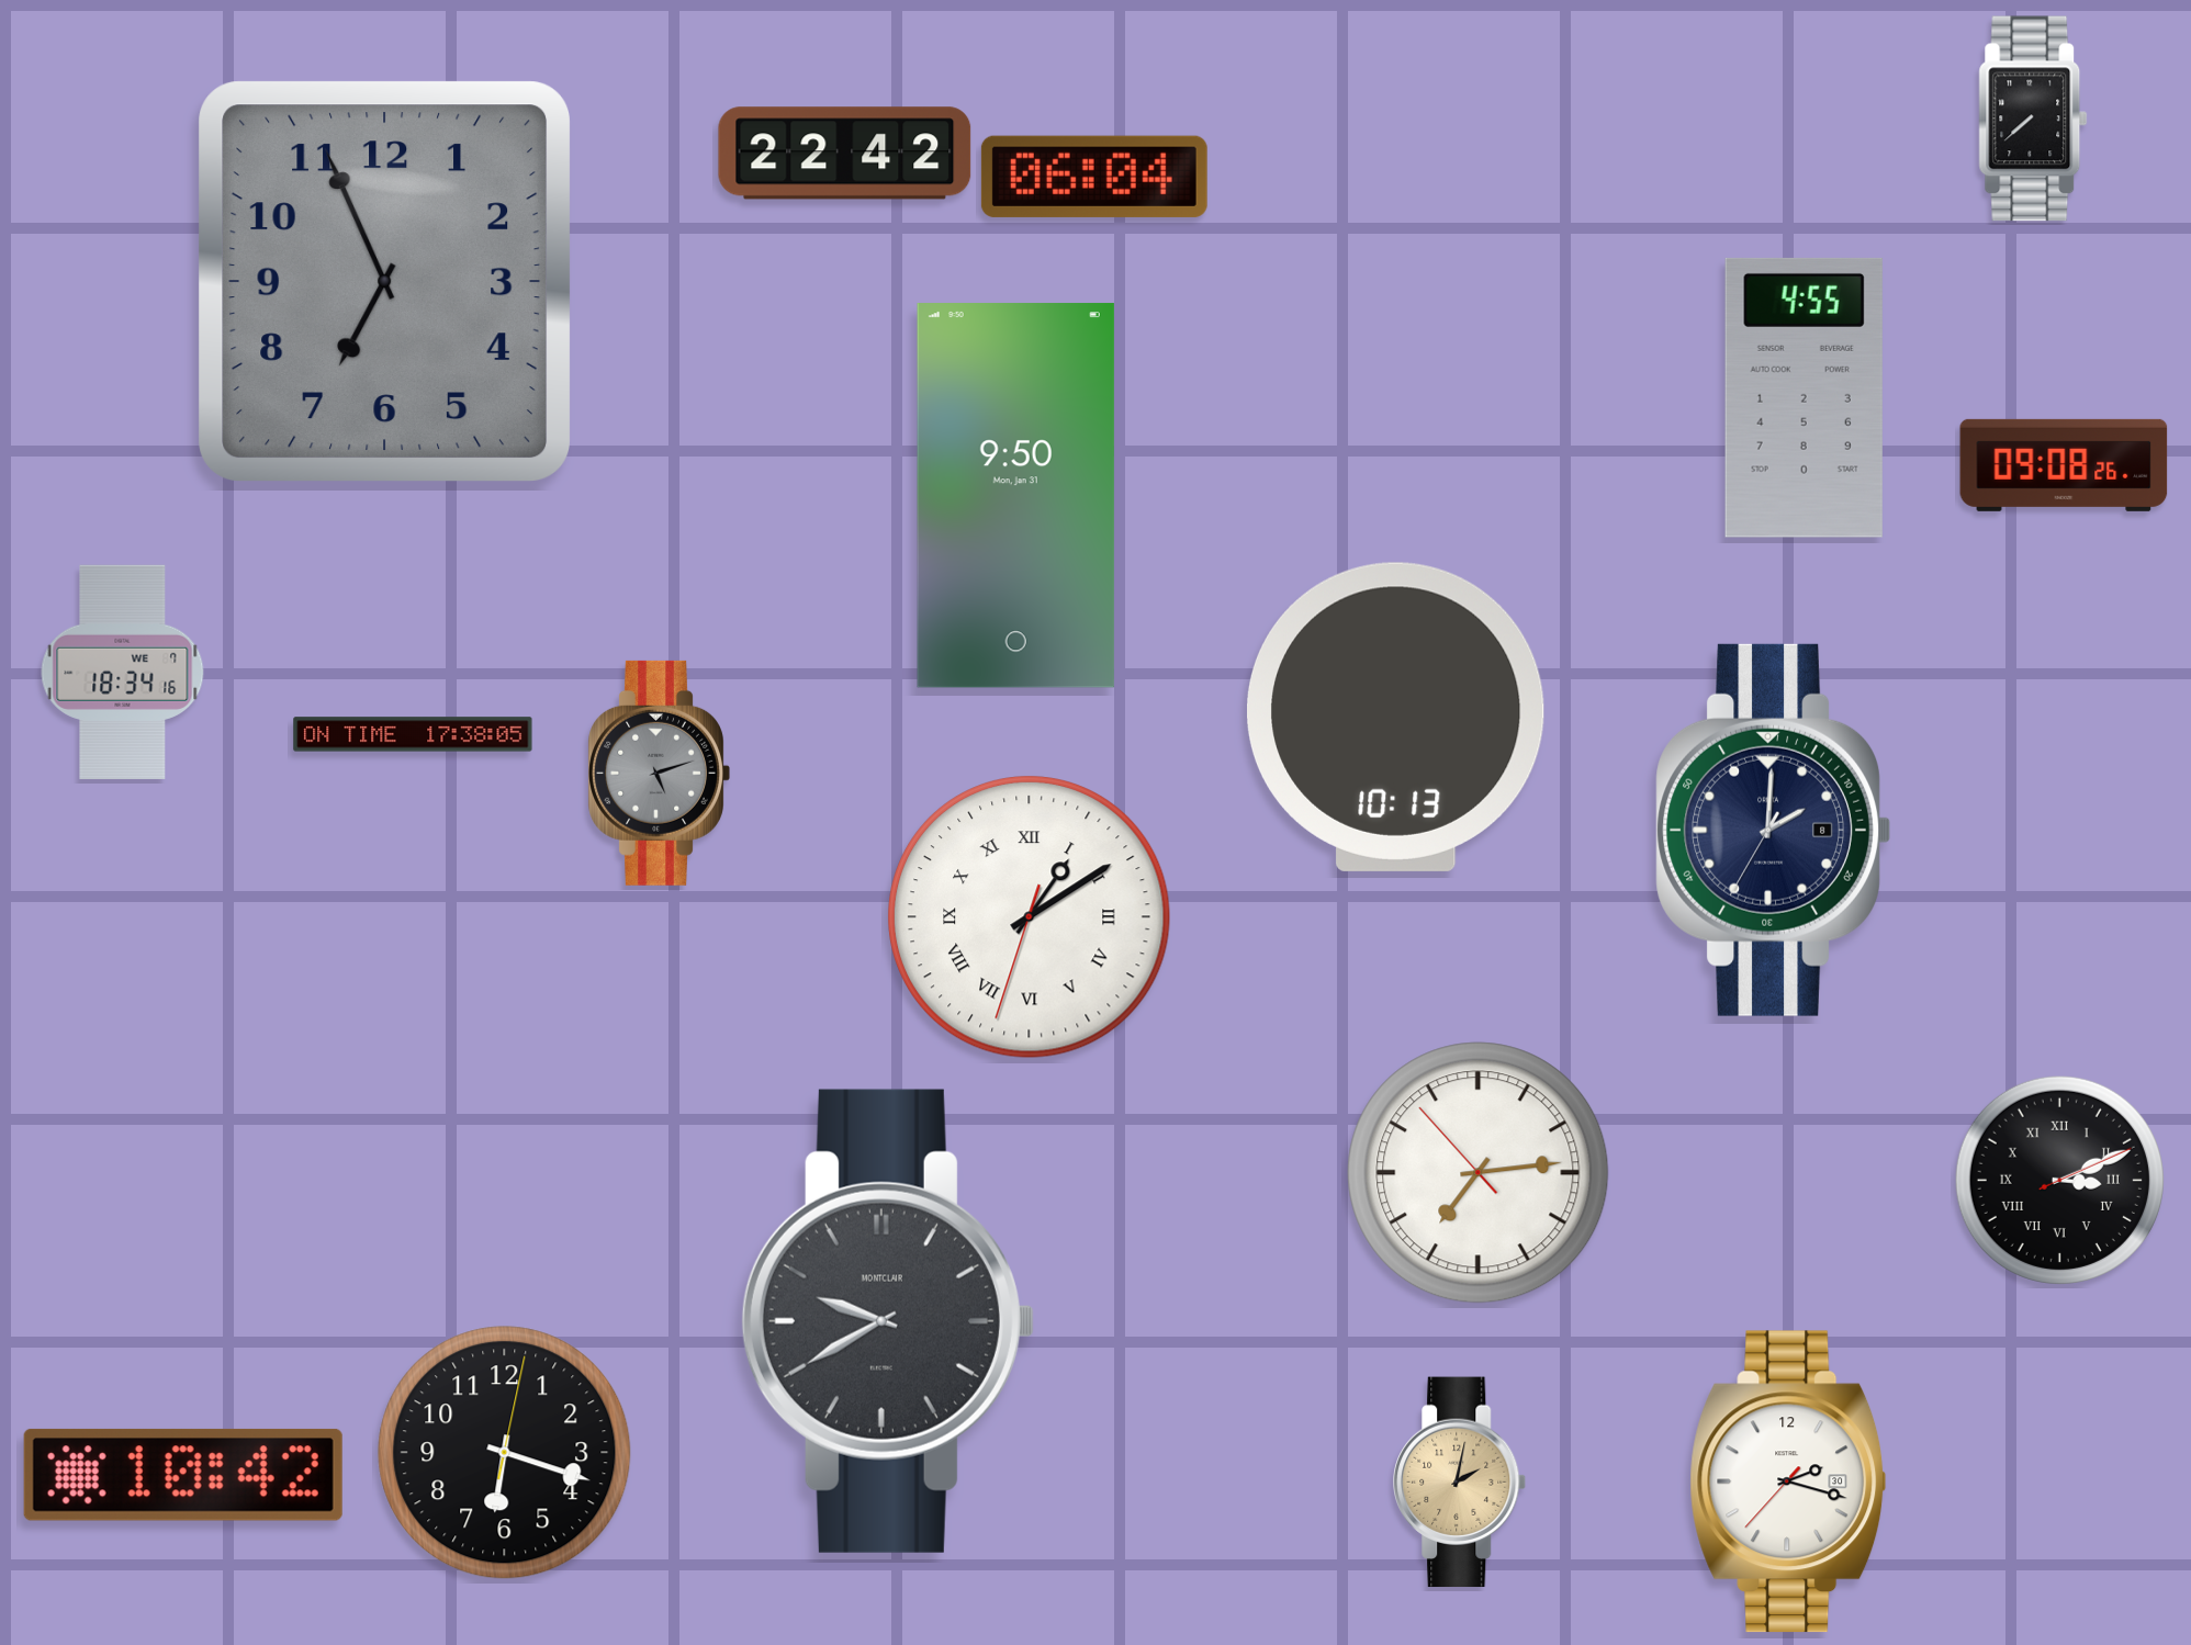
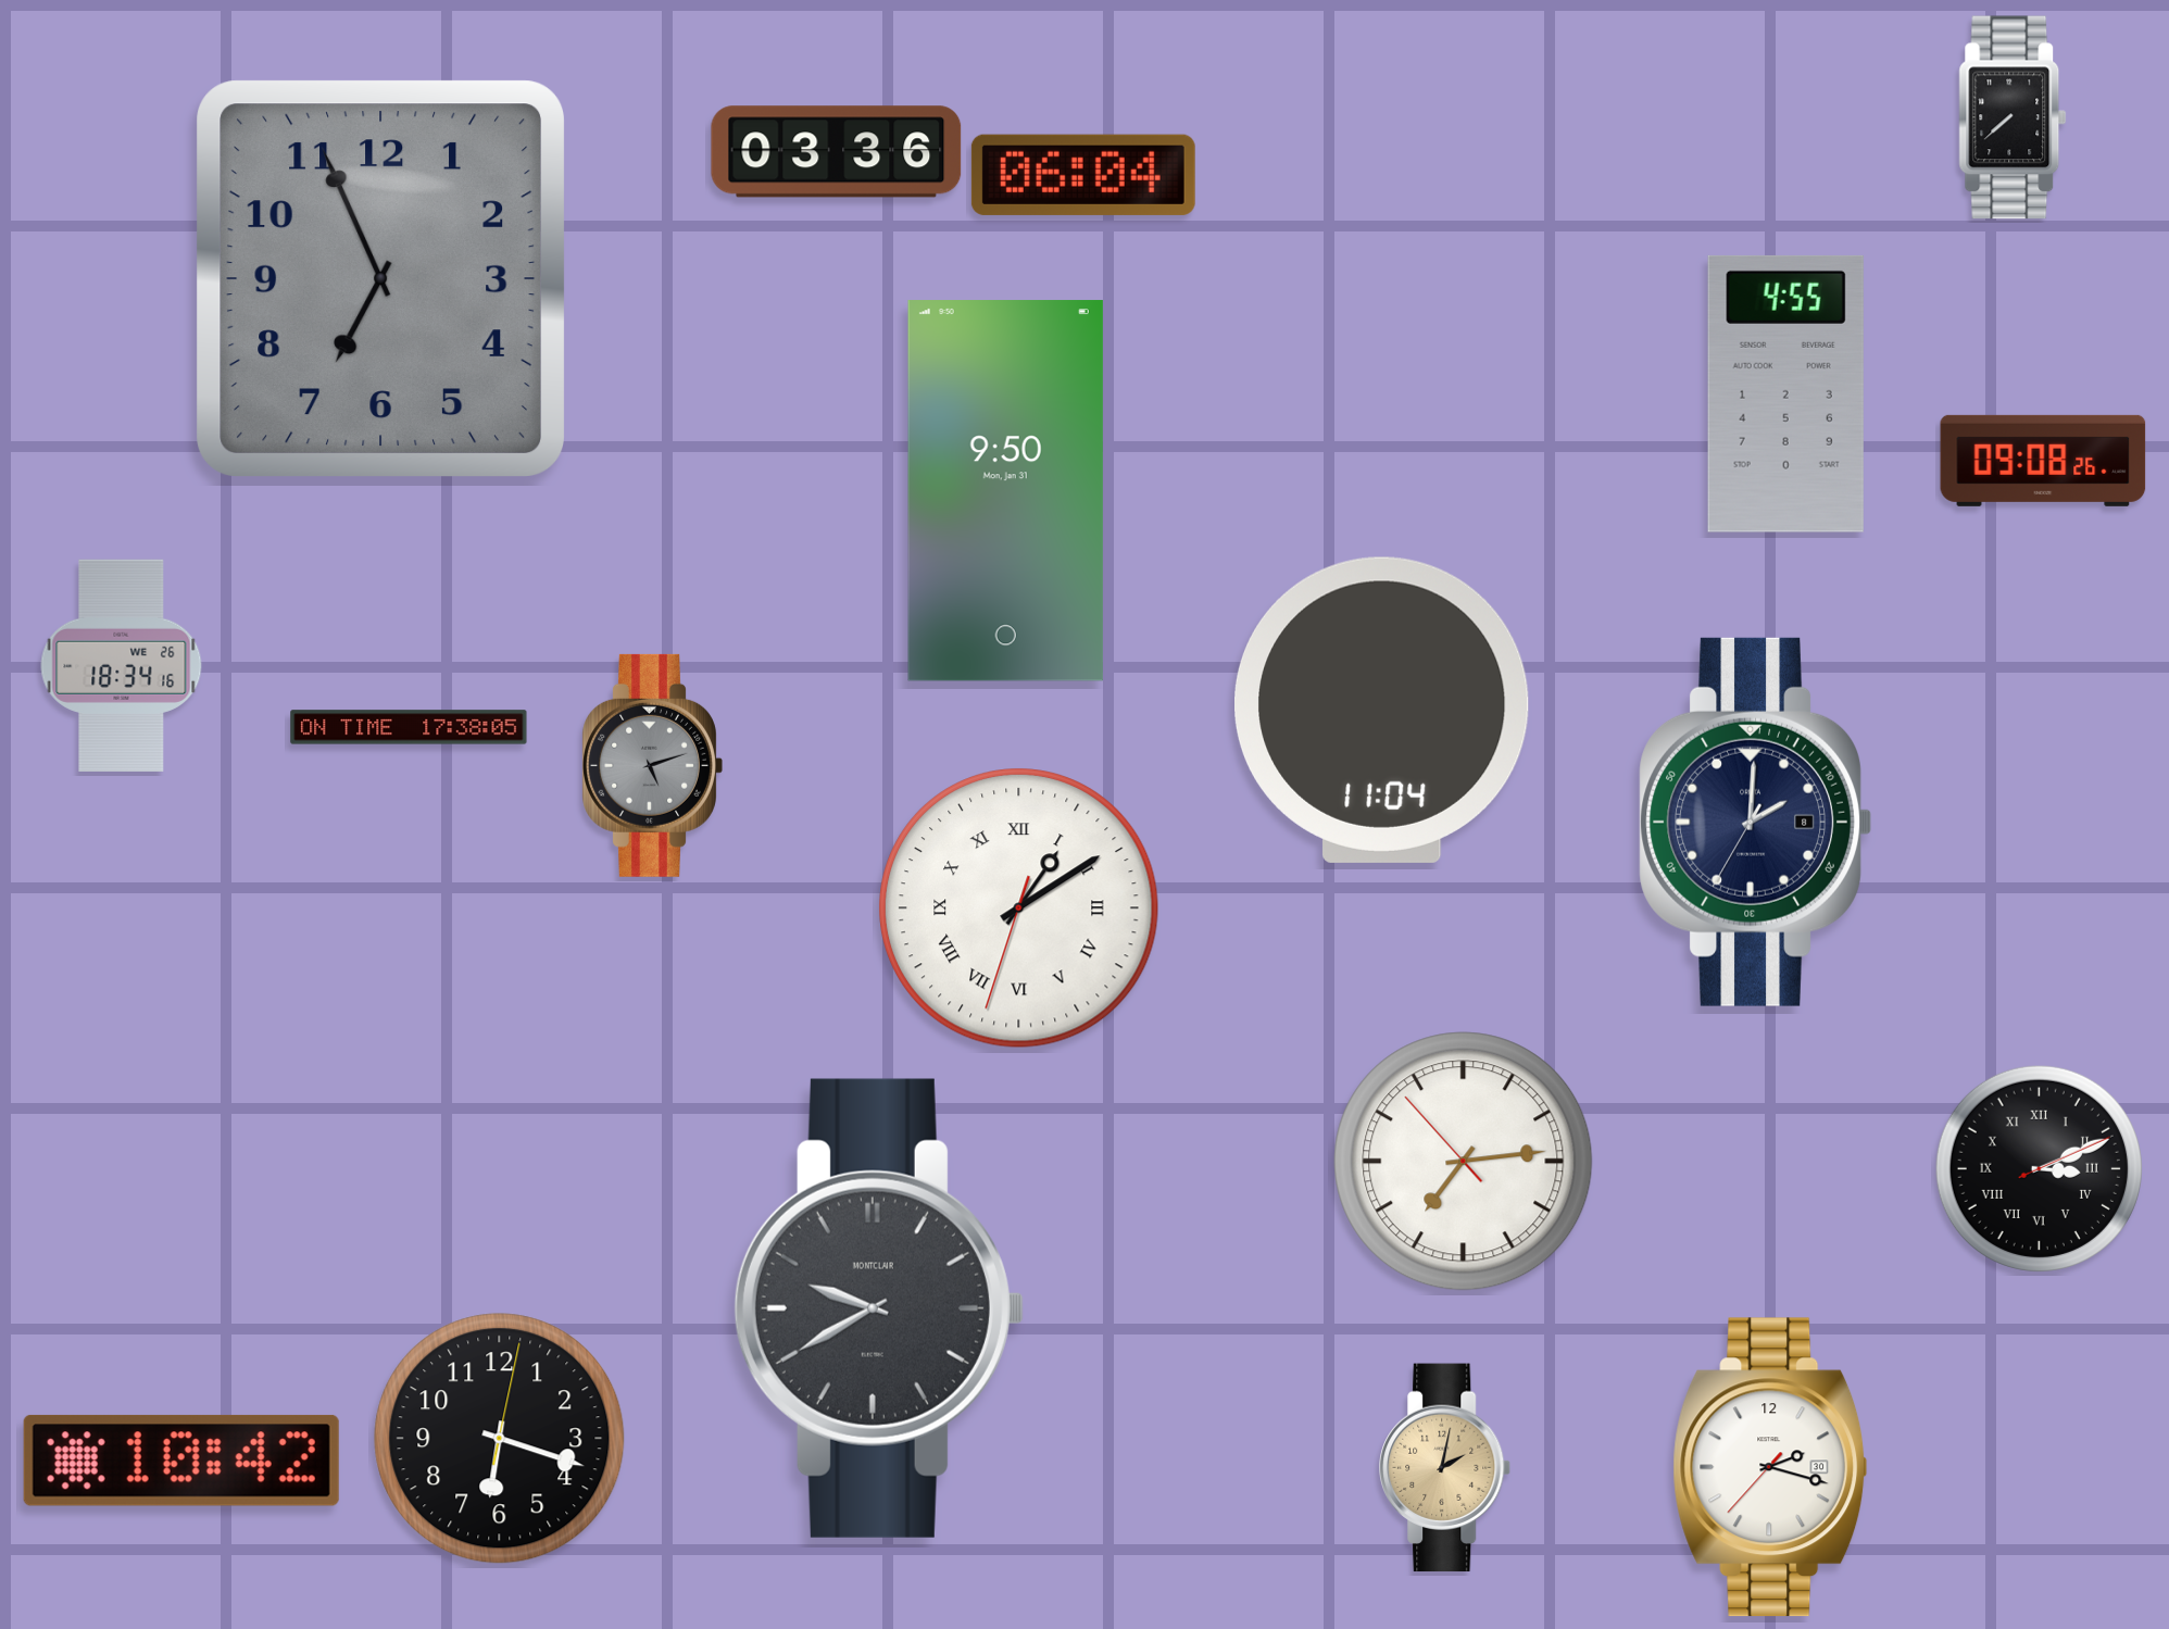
clock at (845, 154): 22:42 -> 03:36
clock at (123, 672) date: WE 7 -> WE 26
clock at (1396, 717): 10:13 -> 11:04
